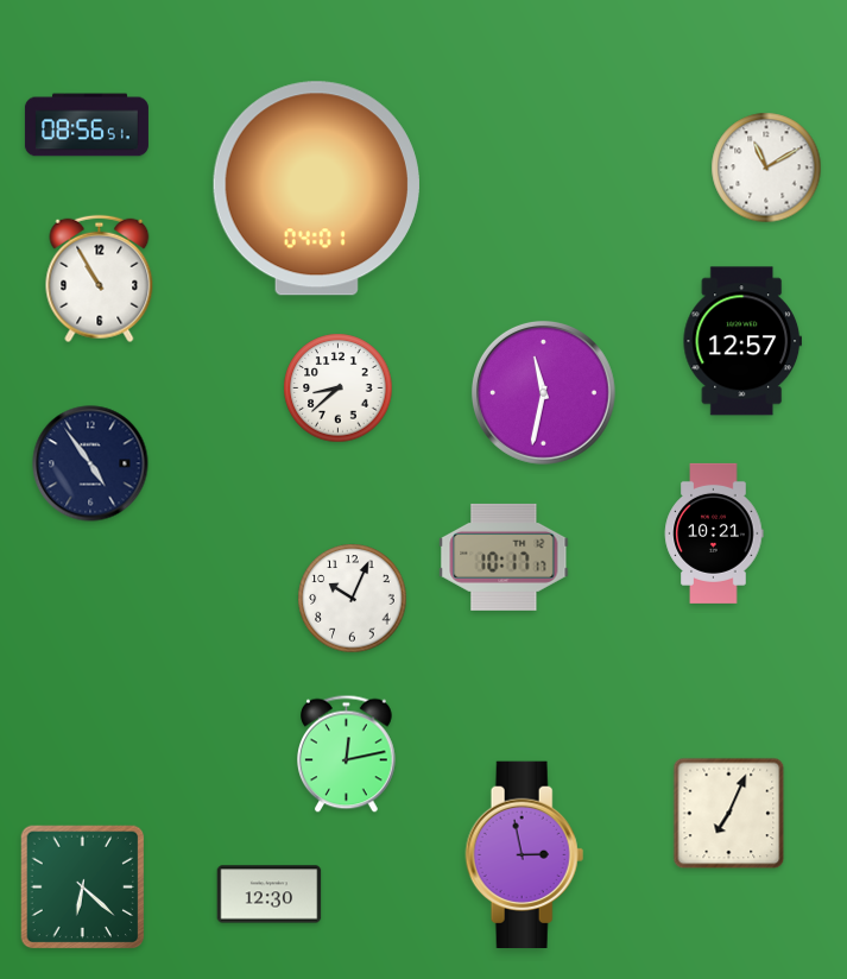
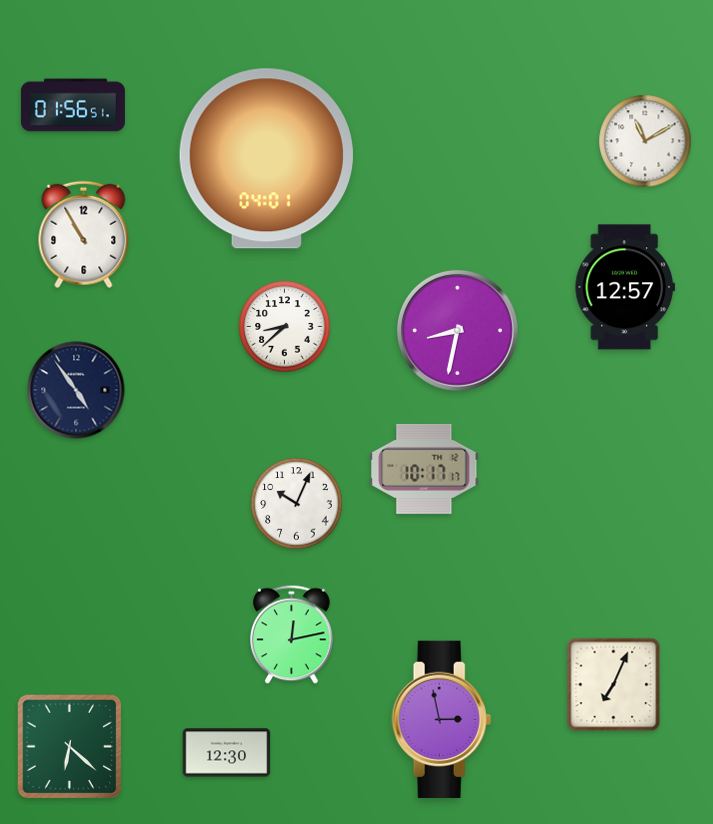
clock at (87, 125): 08:56 -> 01:56
clock at (543, 392): 11:32 -> 8:32
clock at (714, 533): 10:21 -> none
